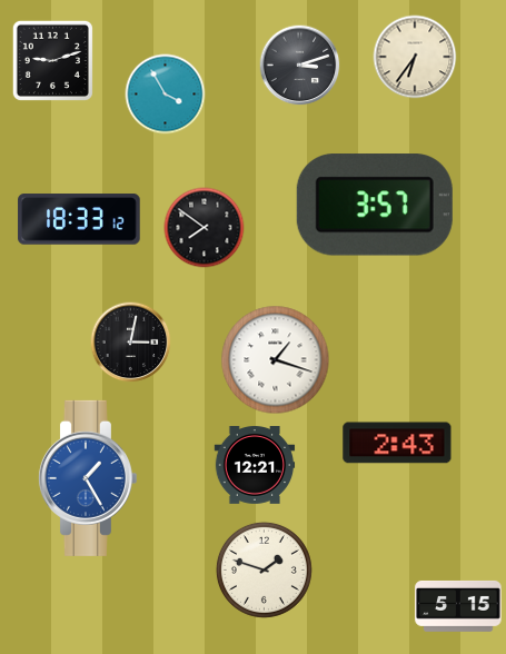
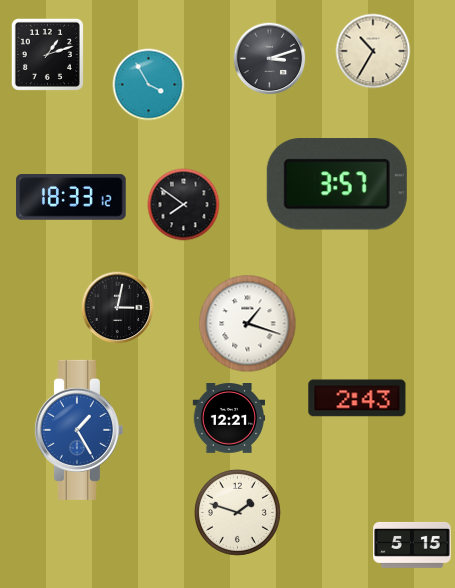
clock at (415, 57): 6:36 -> 10:35
clock at (52, 60): 9:12 -> 1:12
